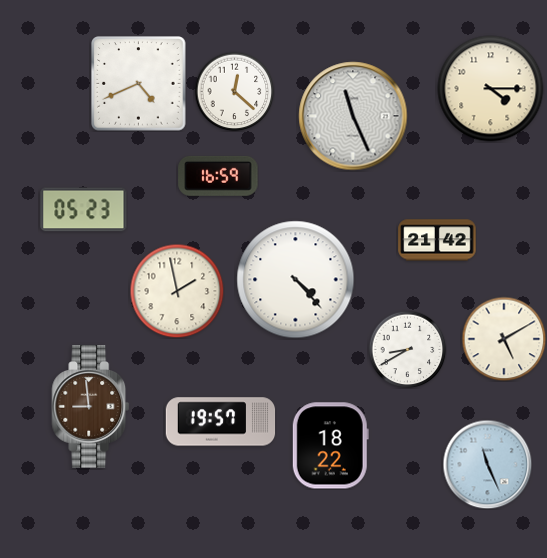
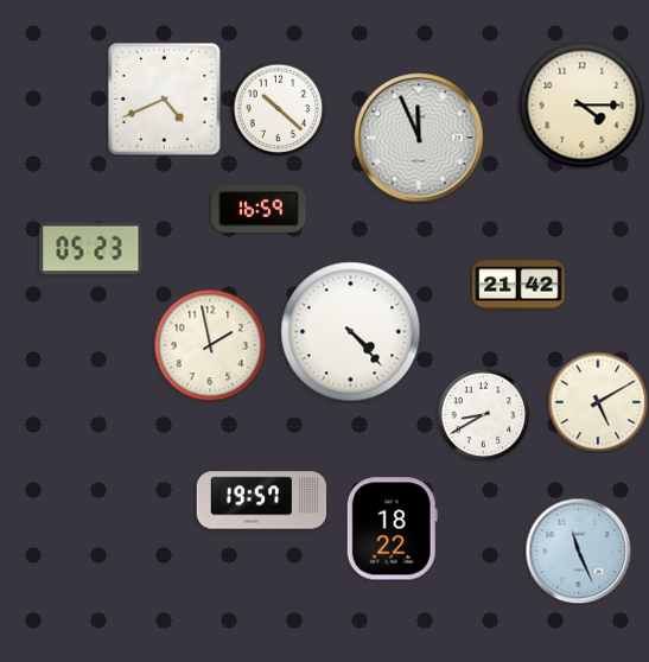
clock at (234, 91): 12:22 -> 10:22
clock at (353, 116): 11:26 -> 11:56
clock at (84, 210) position: (84, 210) -> (91, 249)
clock at (91, 407): 8:59 -> none
